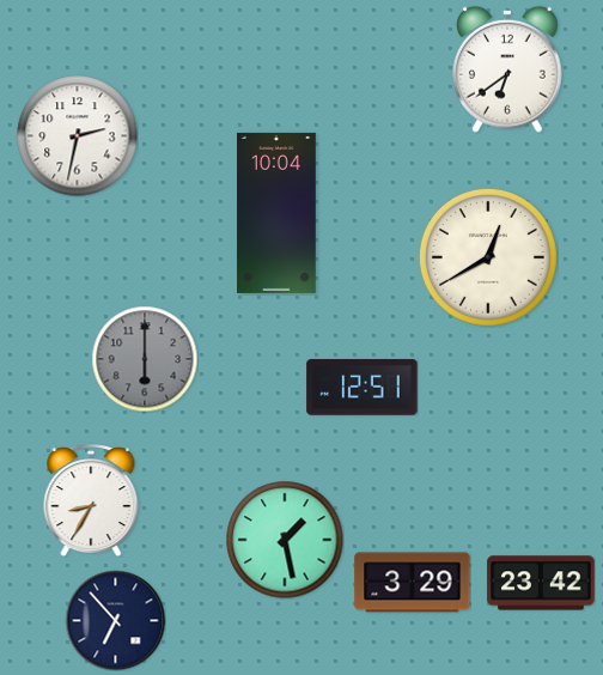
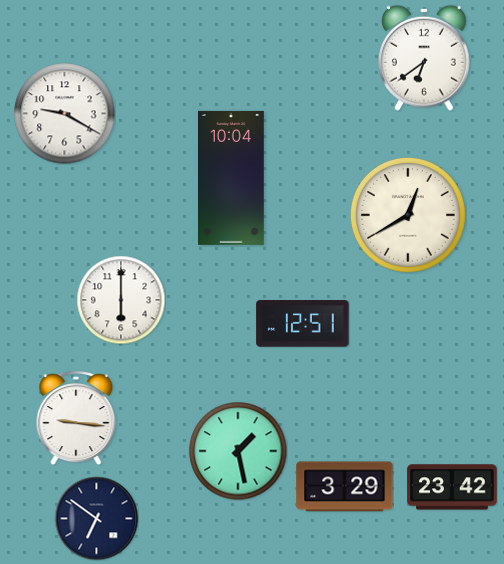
clock at (78, 136): 2:32 -> 9:20
clock at (145, 359) dial: grey -> white
clock at (91, 500): 8:35 -> 9:16
clock at (115, 620): 6:53 -> 6:51
